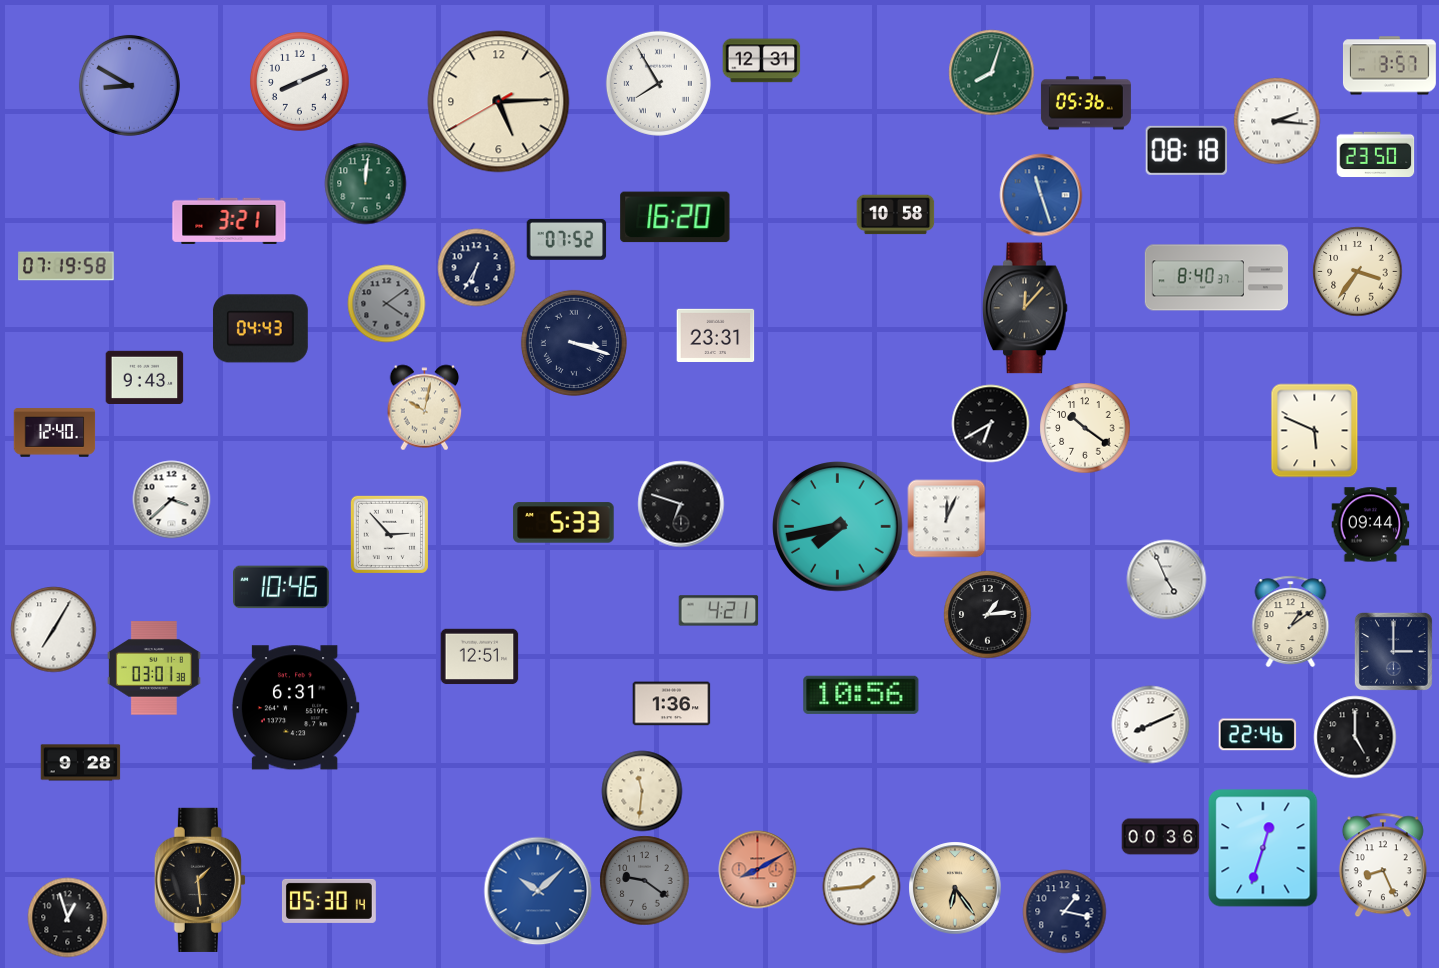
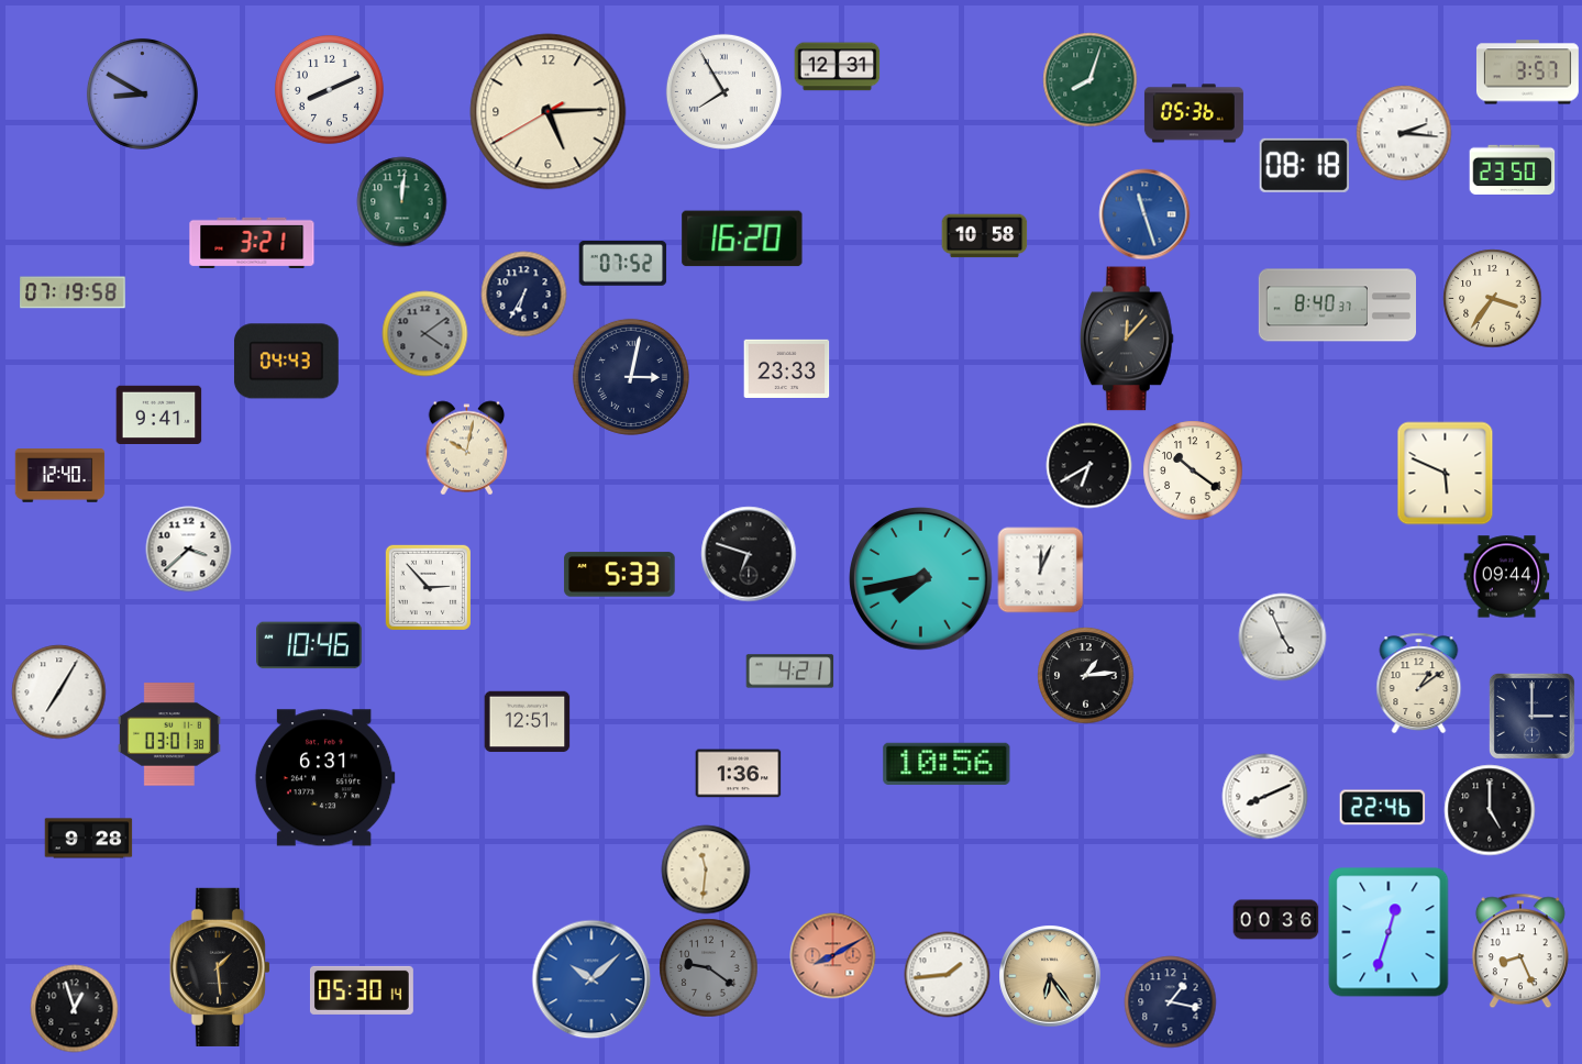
clock at (715, 335): 23:31 -> 23:33
clock at (574, 343): 3:18 -> 3:02
clock at (144, 377): 9:43 -> 9:41
